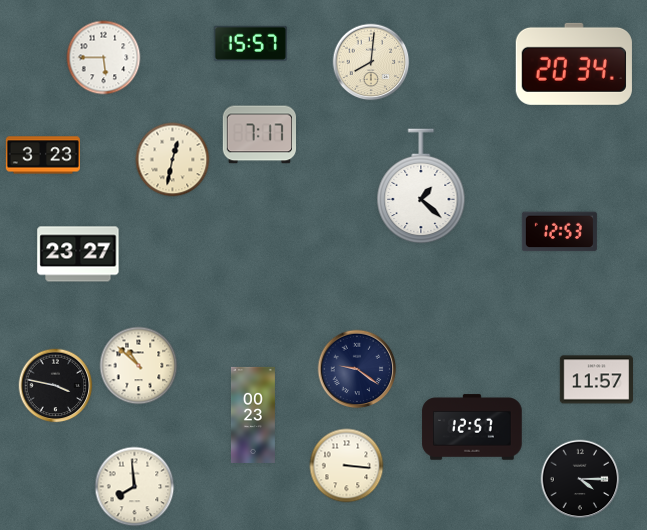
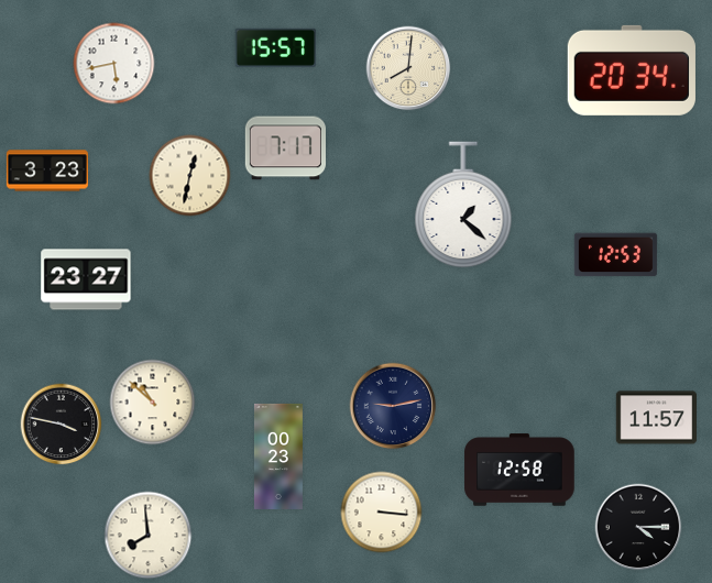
clock at (104, 58): 5:45 -> 5:43
clock at (357, 369): 9:21 -> 9:13
clock at (472, 427): 12:57 -> 12:58
